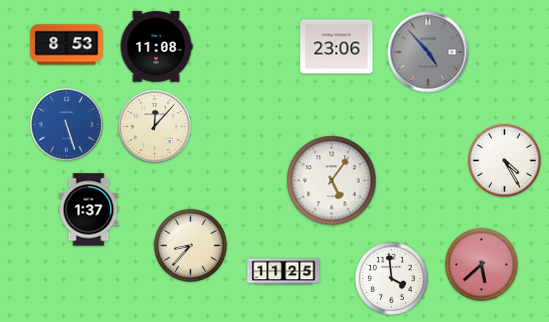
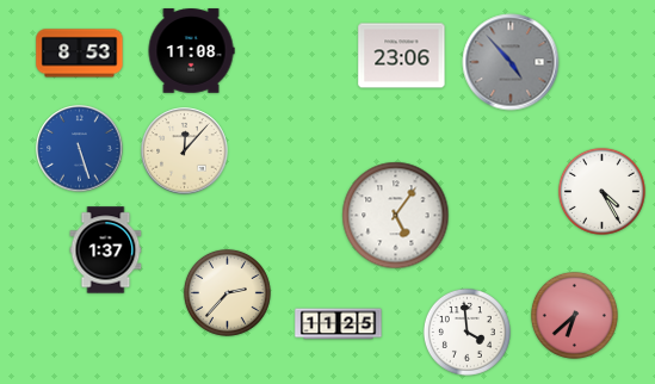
clock at (156, 47) position: (156, 47) -> (191, 51)
clock at (190, 245): 8:37 -> 2:37
clock at (481, 264): 5:38 -> 6:38
